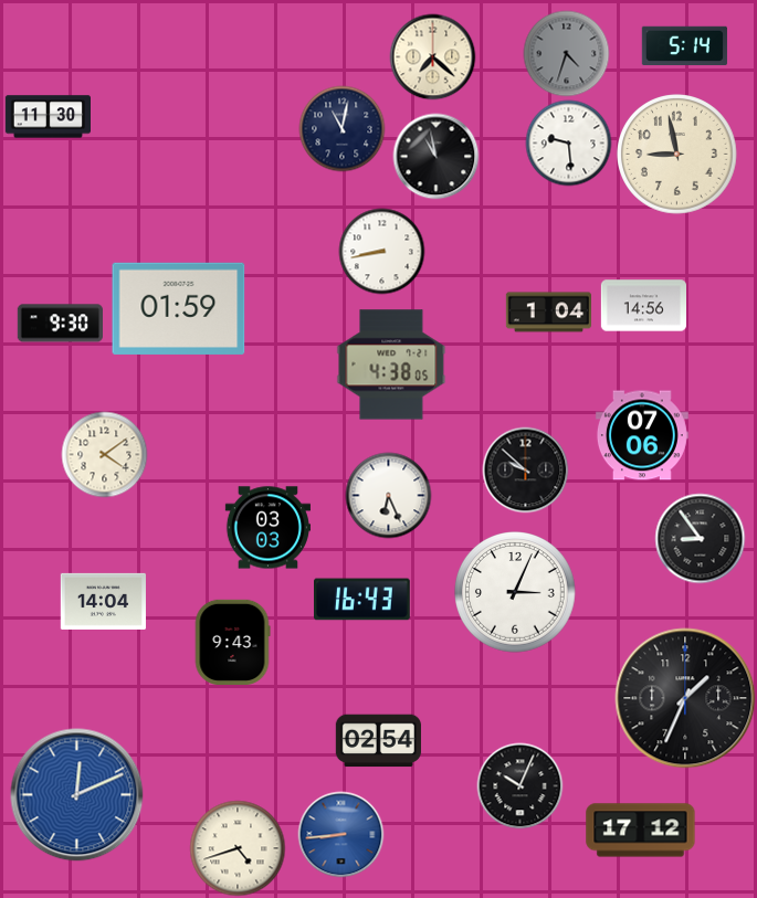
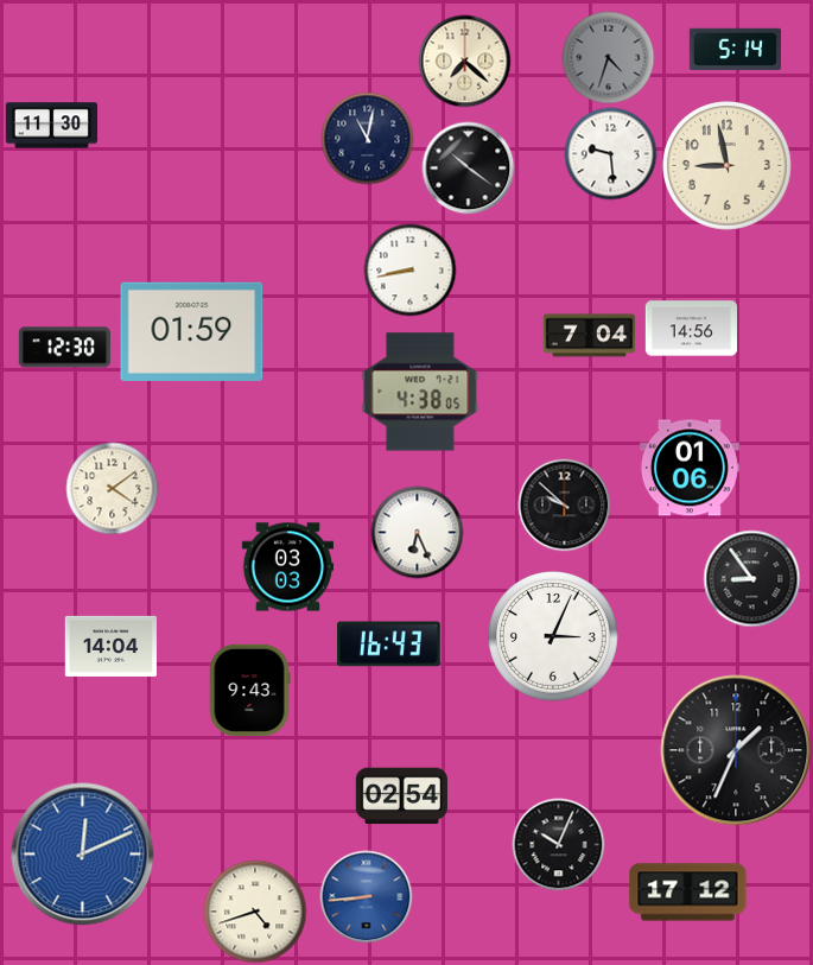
clock at (435, 156): 10:58 -> 10:21
clock at (548, 313): 1:04 -> 7:04
clock at (60, 324): 9:30 -> 12:30
clock at (642, 435): 07:06 -> 01:06
clock at (378, 741) position: (378, 741) -> (401, 796)
